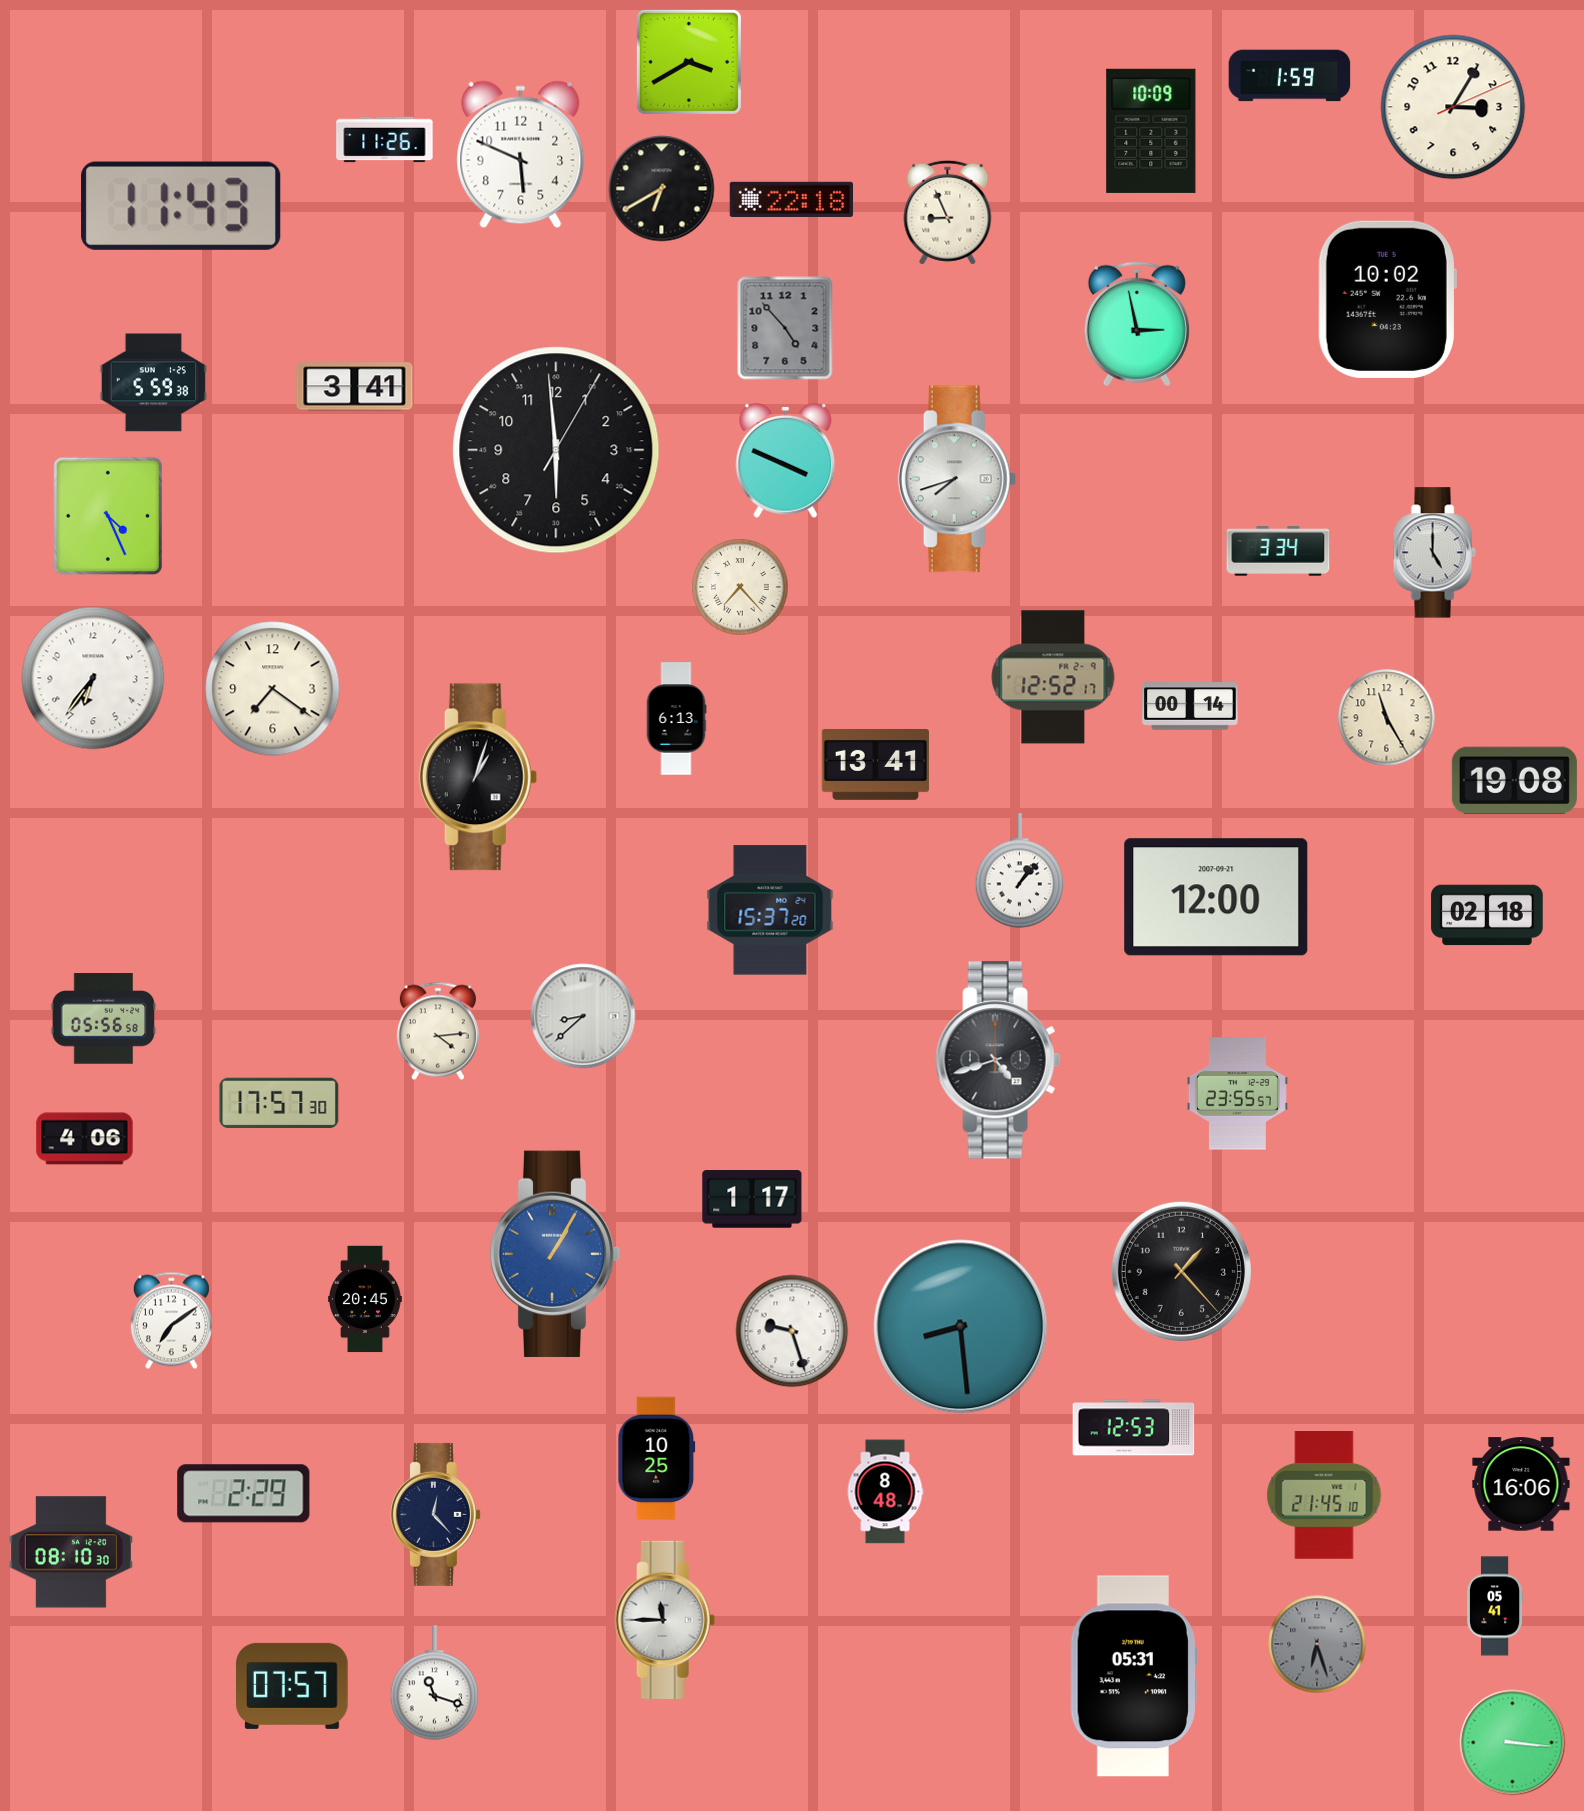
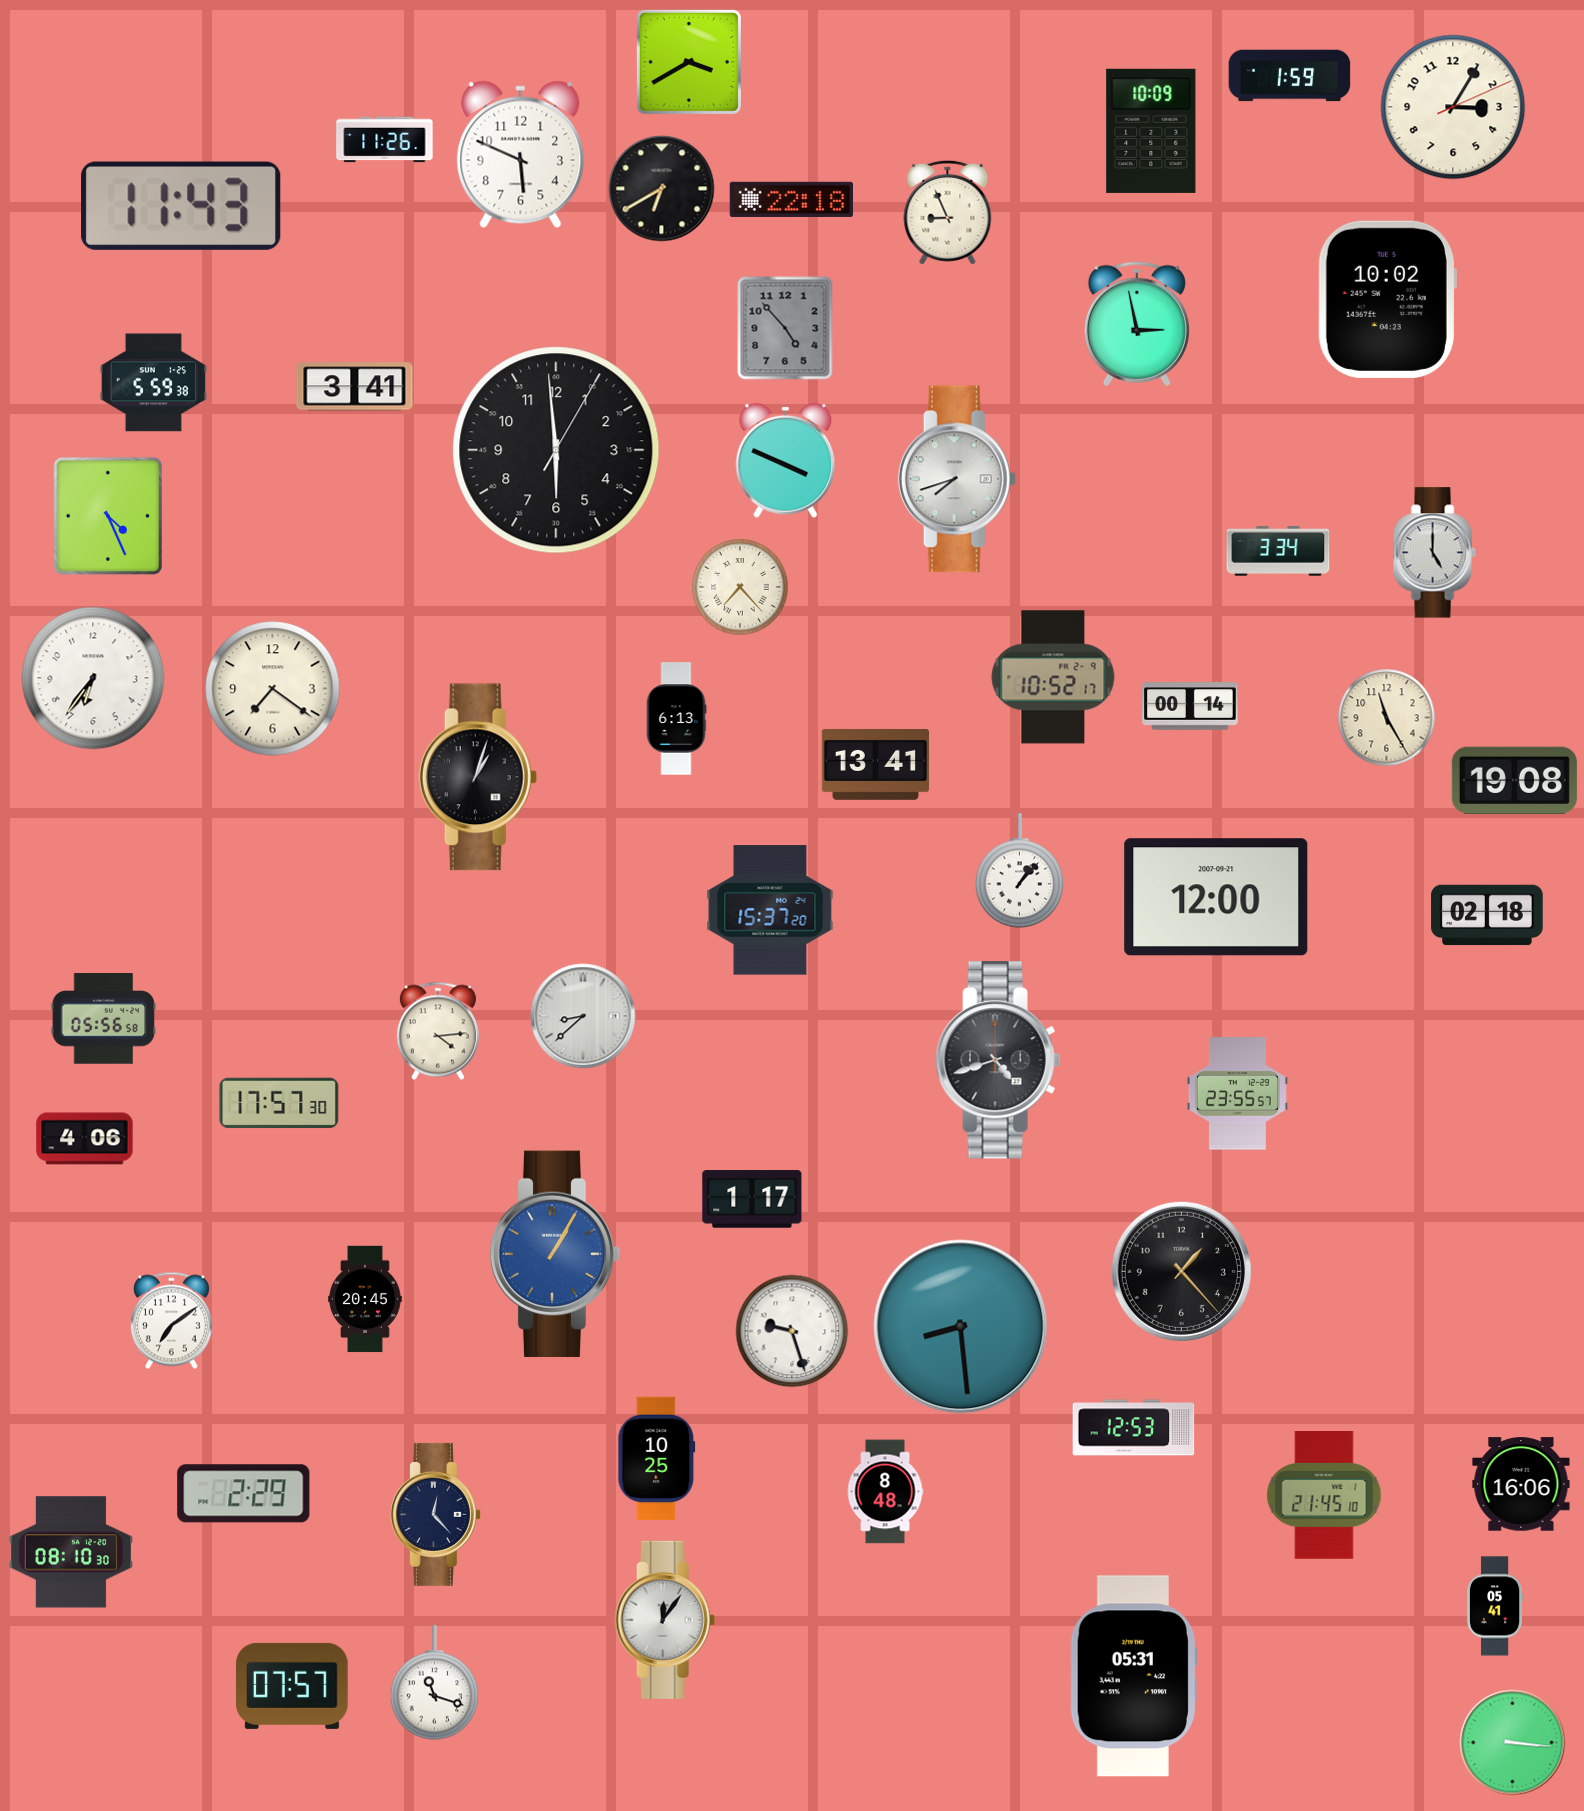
clock at (1053, 677): 12:52 -> 10:52
clock at (665, 1620): 11:45 -> 12:06
clock at (1317, 1644): 6:27 -> none
